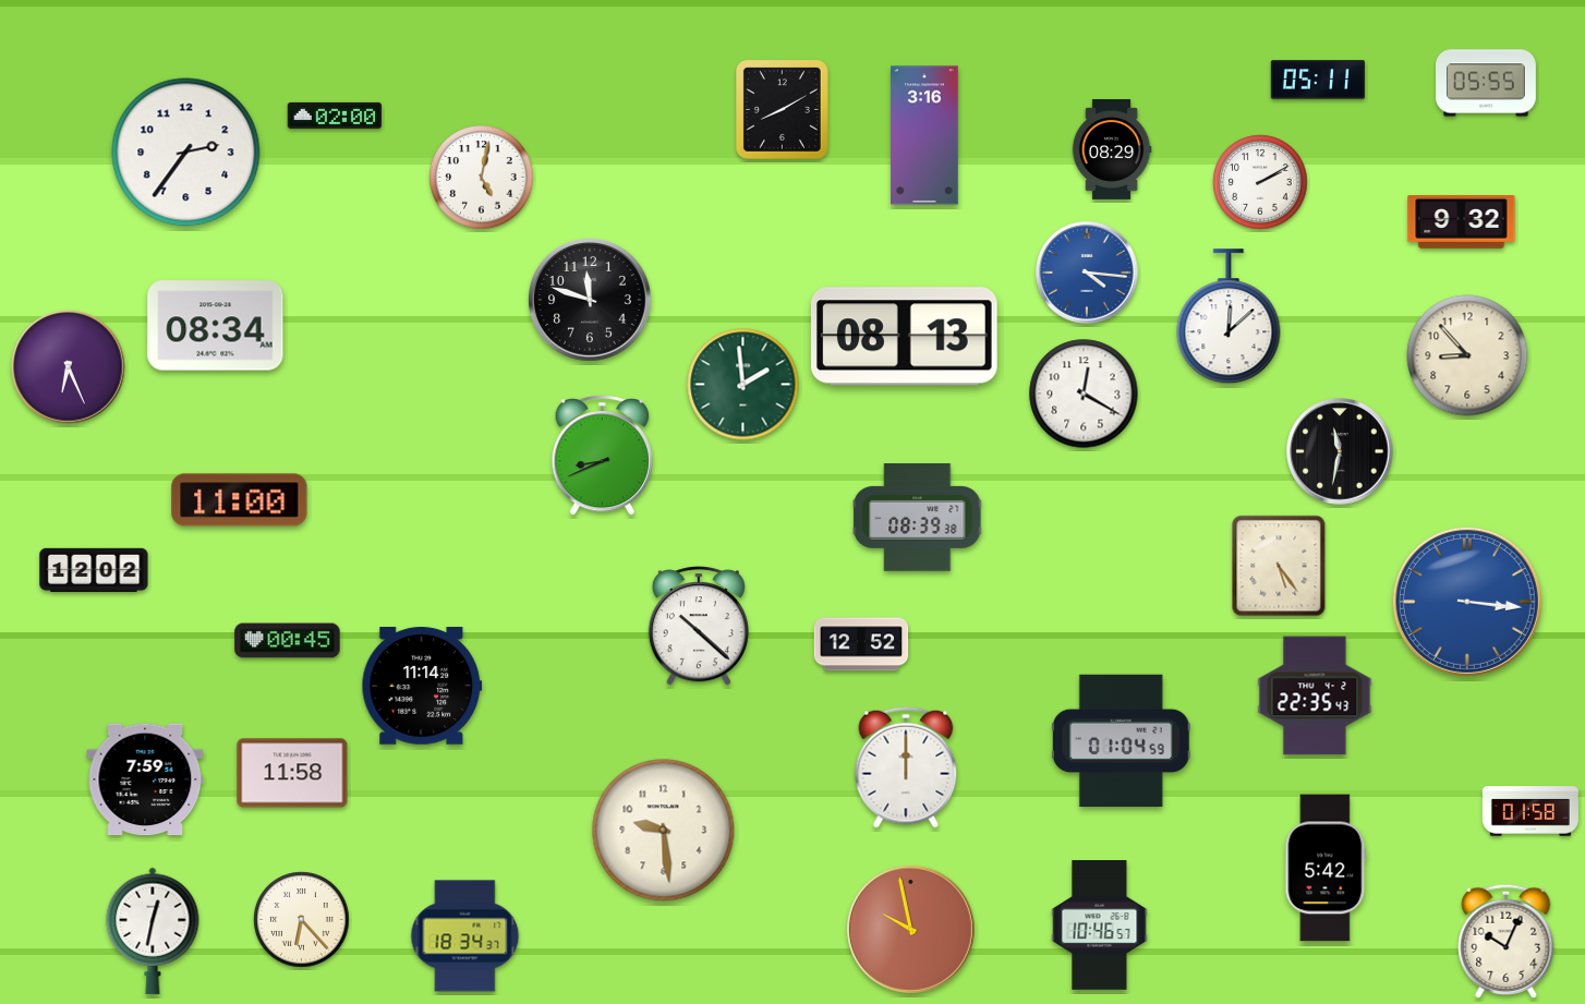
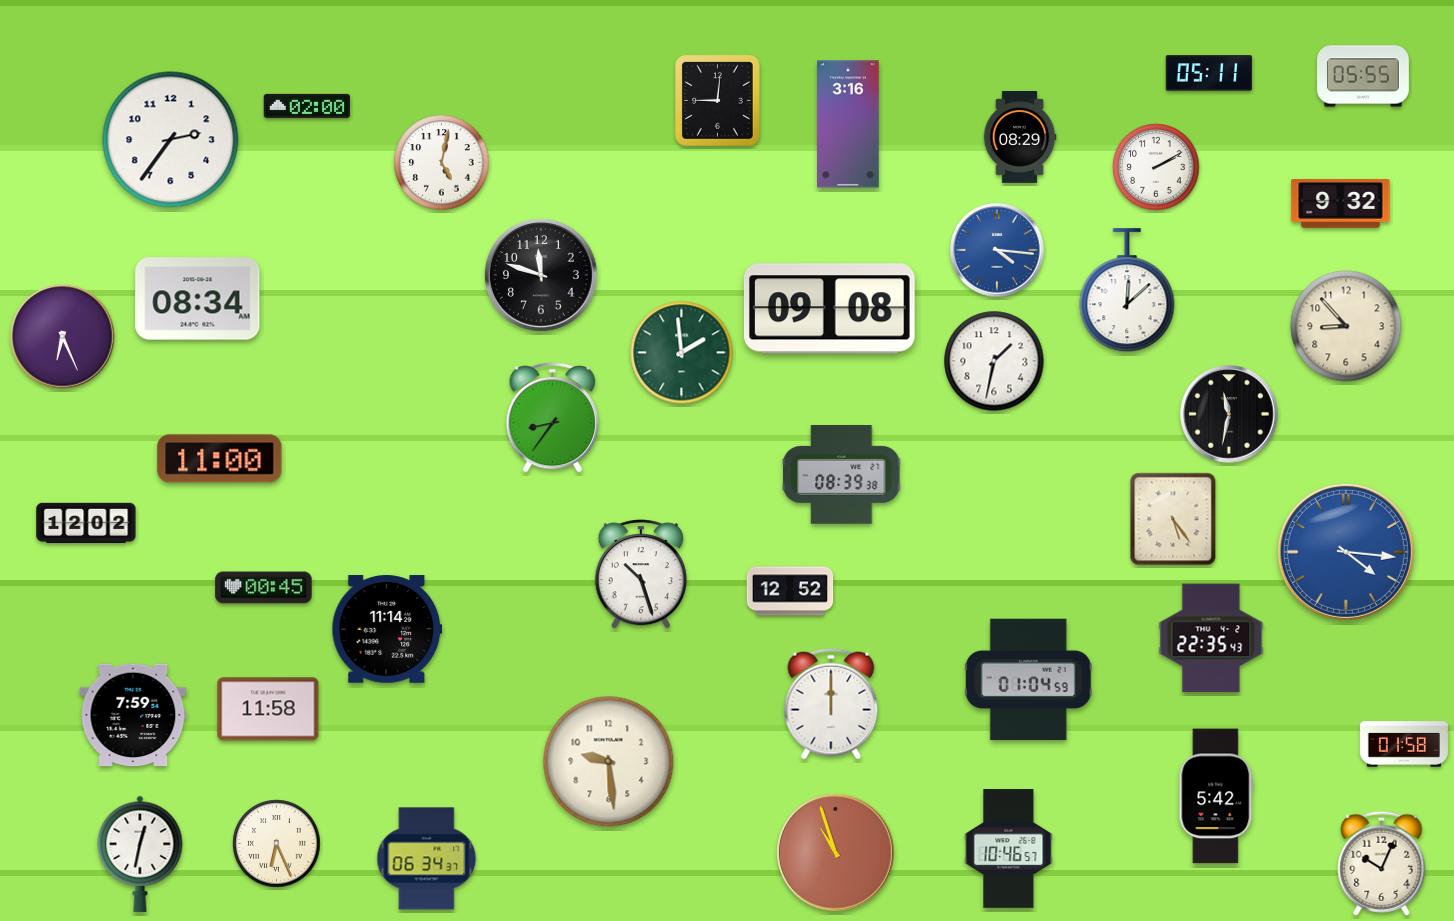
clock at (782, 109): 8:10 -> 9:01
clock at (904, 337): 08:13 -> 09:08
clock at (1084, 394): 12:20 -> 1:32
clock at (602, 455): 8:41 -> 8:36
clock at (1467, 602): 3:16 -> 4:16
clock at (699, 626): 10:22 -> 10:27
clock at (1315, 695) position: (1315, 695) -> (1211, 638)
clock at (302, 920): 6:23 -> 6:26
clock at (910, 929): 9:58 -> 10:57
clock at (465, 936): 18:34 -> 06:34
